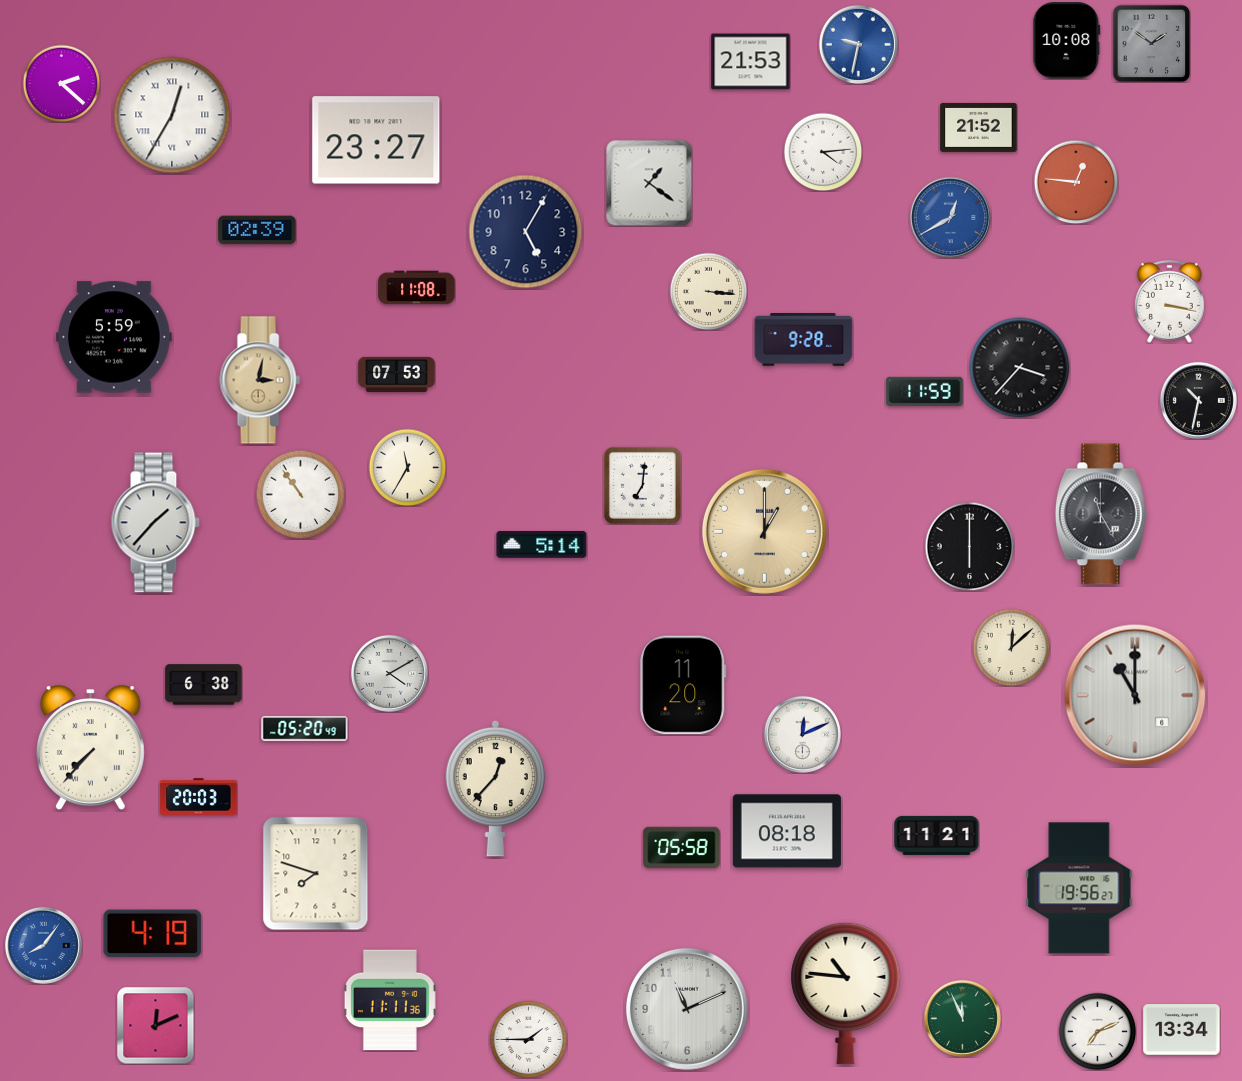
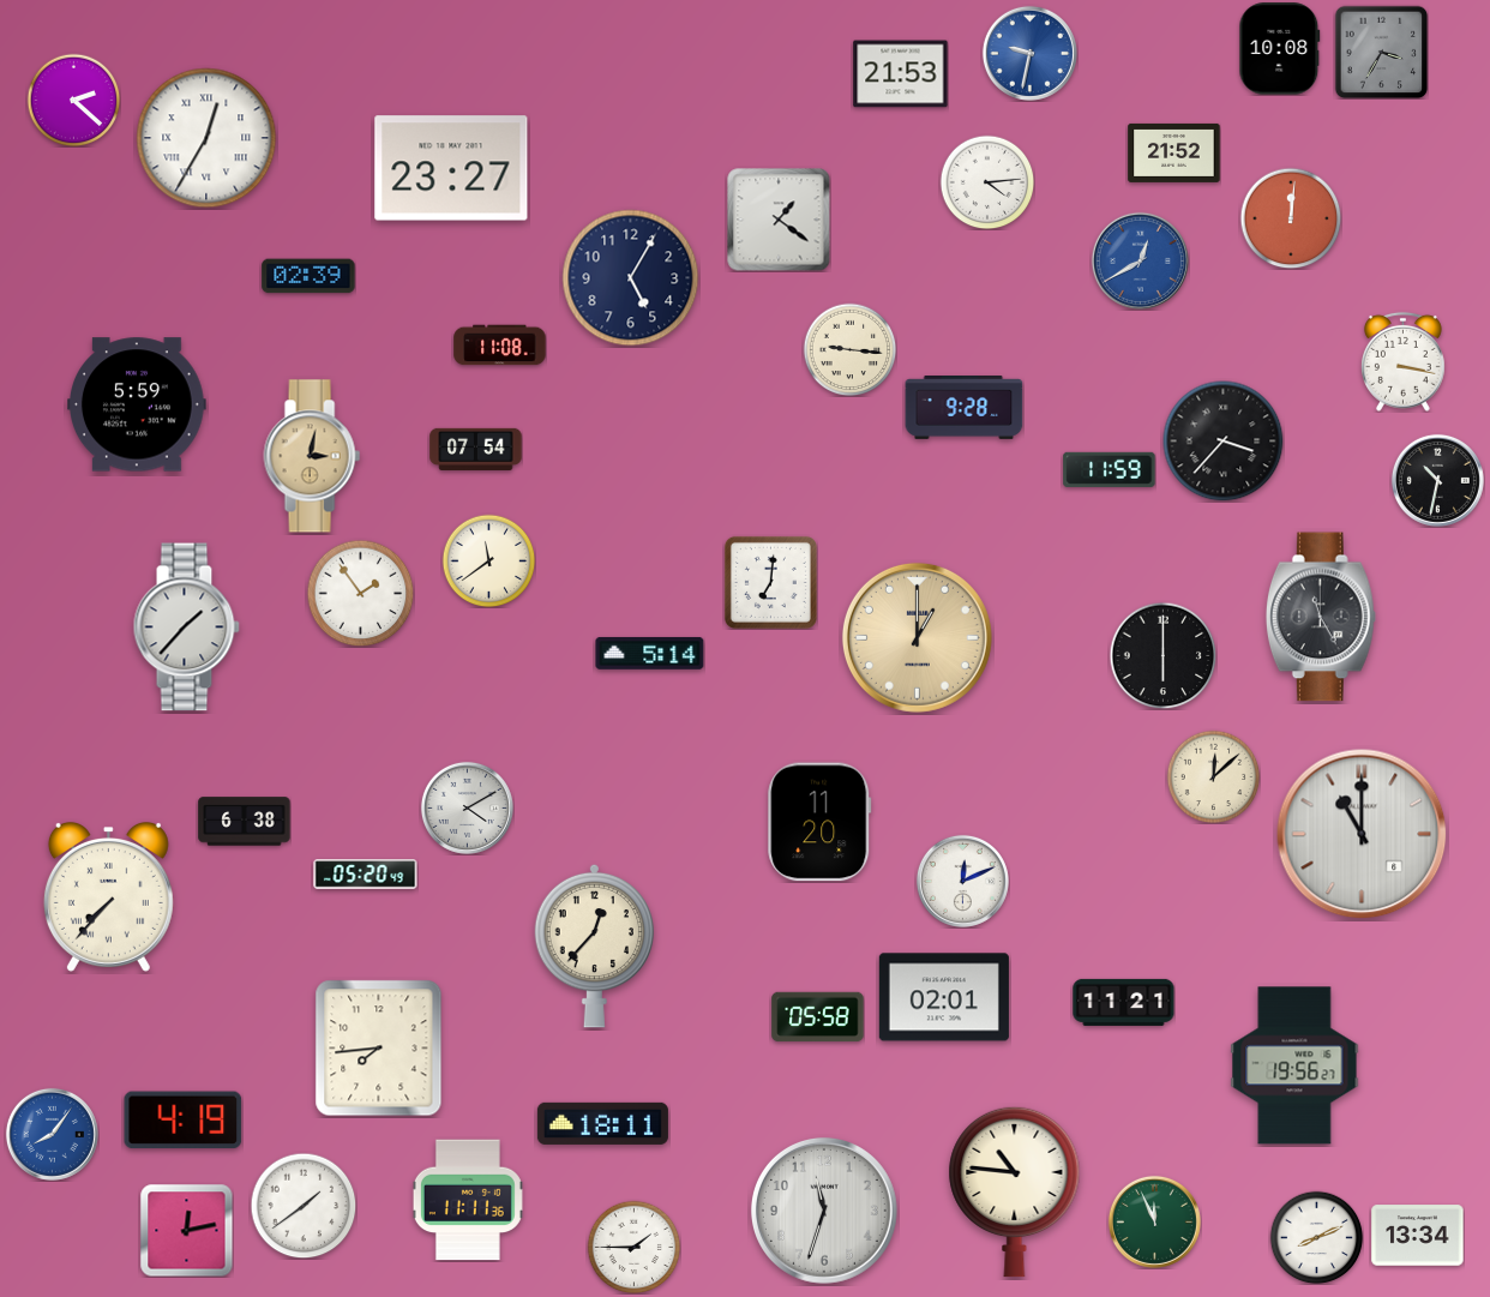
clock at (1151, 43): 1:51 -> 3:35
clock at (1076, 182): 12:46 -> 12:01
clock at (708, 291): 3:16 -> 9:16
clock at (397, 374): 07:53 -> 07:54
clock at (407, 467): 11:35 -> 11:39
clock at (300, 494): 10:54 -> 1:54
clock at (199, 797): 20:03 -> none
clock at (787, 831): 08:18 -> 02:01
clock at (316, 874): 7:48 -> 7:44
clock at (602, 1123): none -> 18:11
clock at (304, 1206): none -> 1:39
clock at (687, 1009): 11:11 -> 11:33
clock at (155, 1025): 12:11 -> 12:13
clock at (1097, 1031): 7:11 -> 8:11
